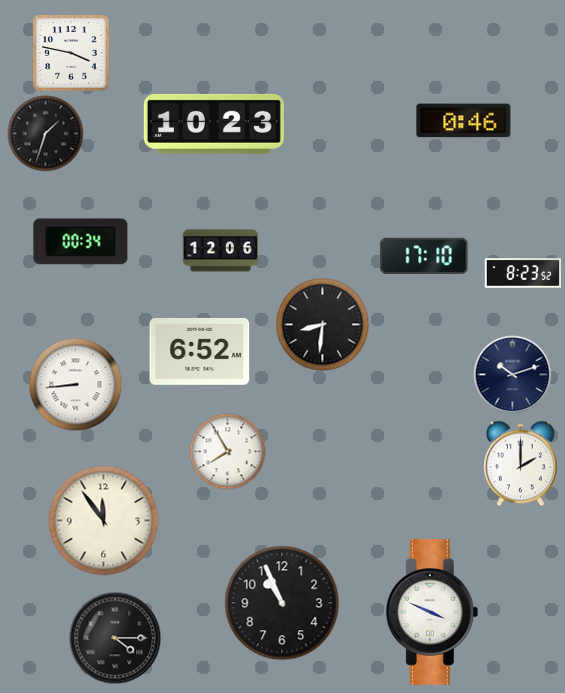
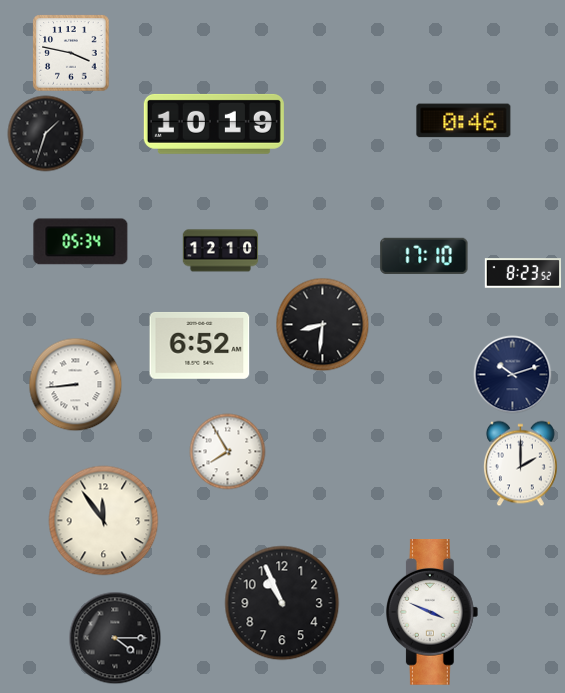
clock at (214, 124): 10:23 -> 10:19
clock at (81, 242): 00:34 -> 05:34
clock at (221, 251): 12:06 -> 12:10
clock at (200, 351) position: (200, 351) -> (200, 345)
